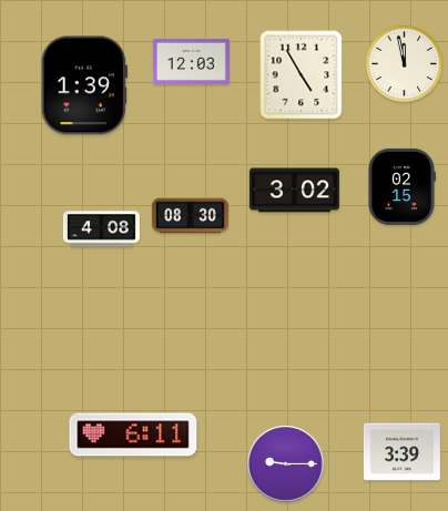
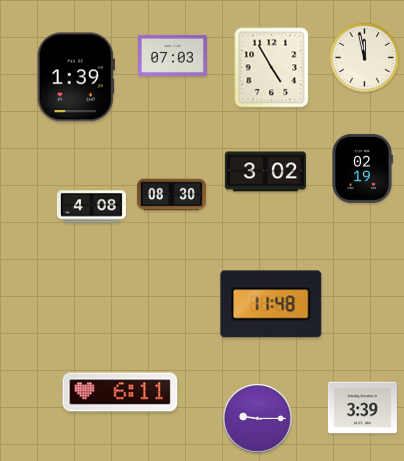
clock at (191, 61): 12:03 -> 07:03
clock at (403, 186): 02:15 -> 02:19
clock at (271, 304): none -> 11:48
